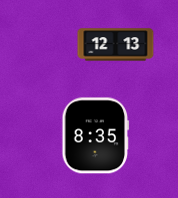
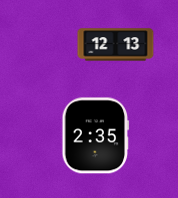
clock at (96, 136): 8:35 -> 2:35
